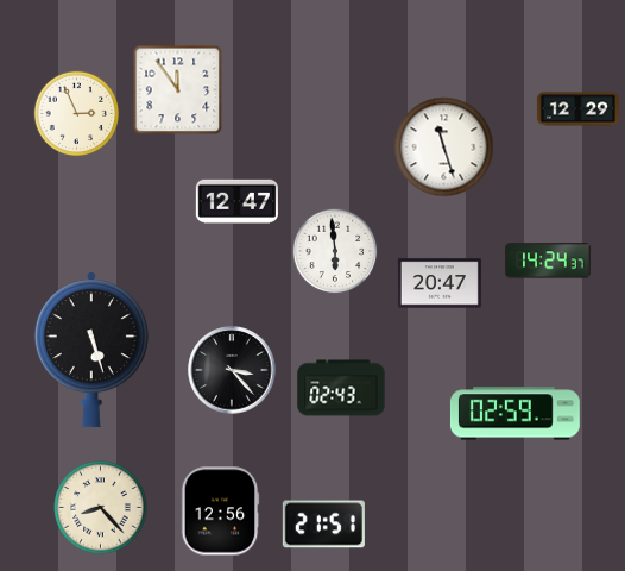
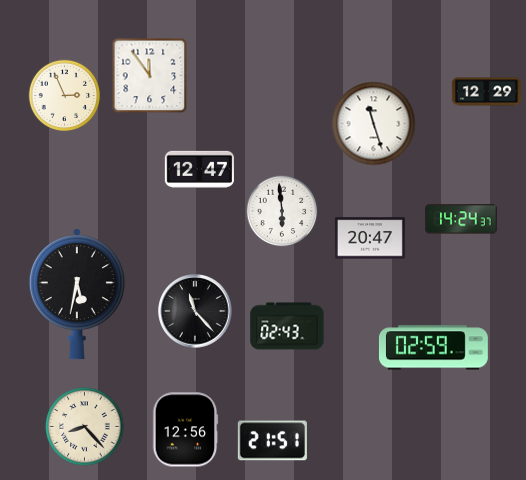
clock at (91, 350): 5:27 -> 5:32
clock at (232, 370): 3:23 -> 11:23
